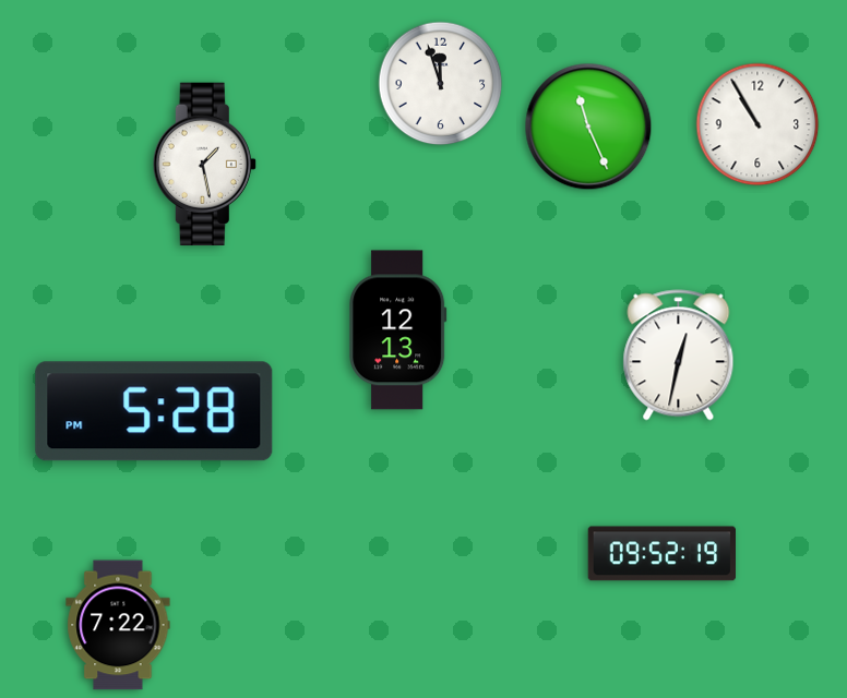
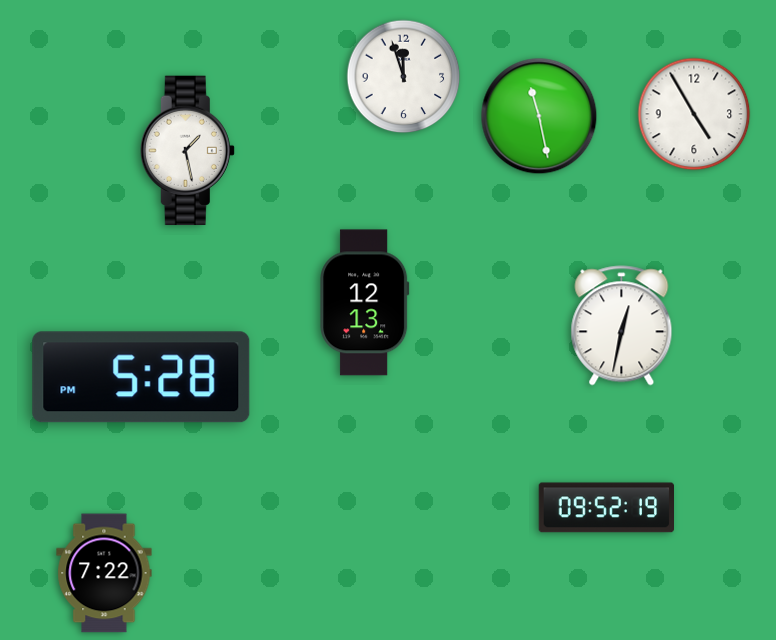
clock at (757, 124): 10:55 -> 4:55
clock at (588, 127): 11:26 -> 11:28
clock at (118, 625) position: (118, 625) -> (104, 573)
